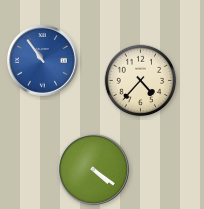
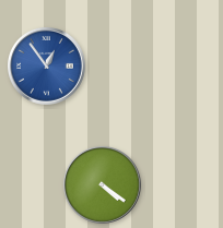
clock at (43, 61): 10:54 -> 12:54
clock at (141, 81): 4:37 -> none
